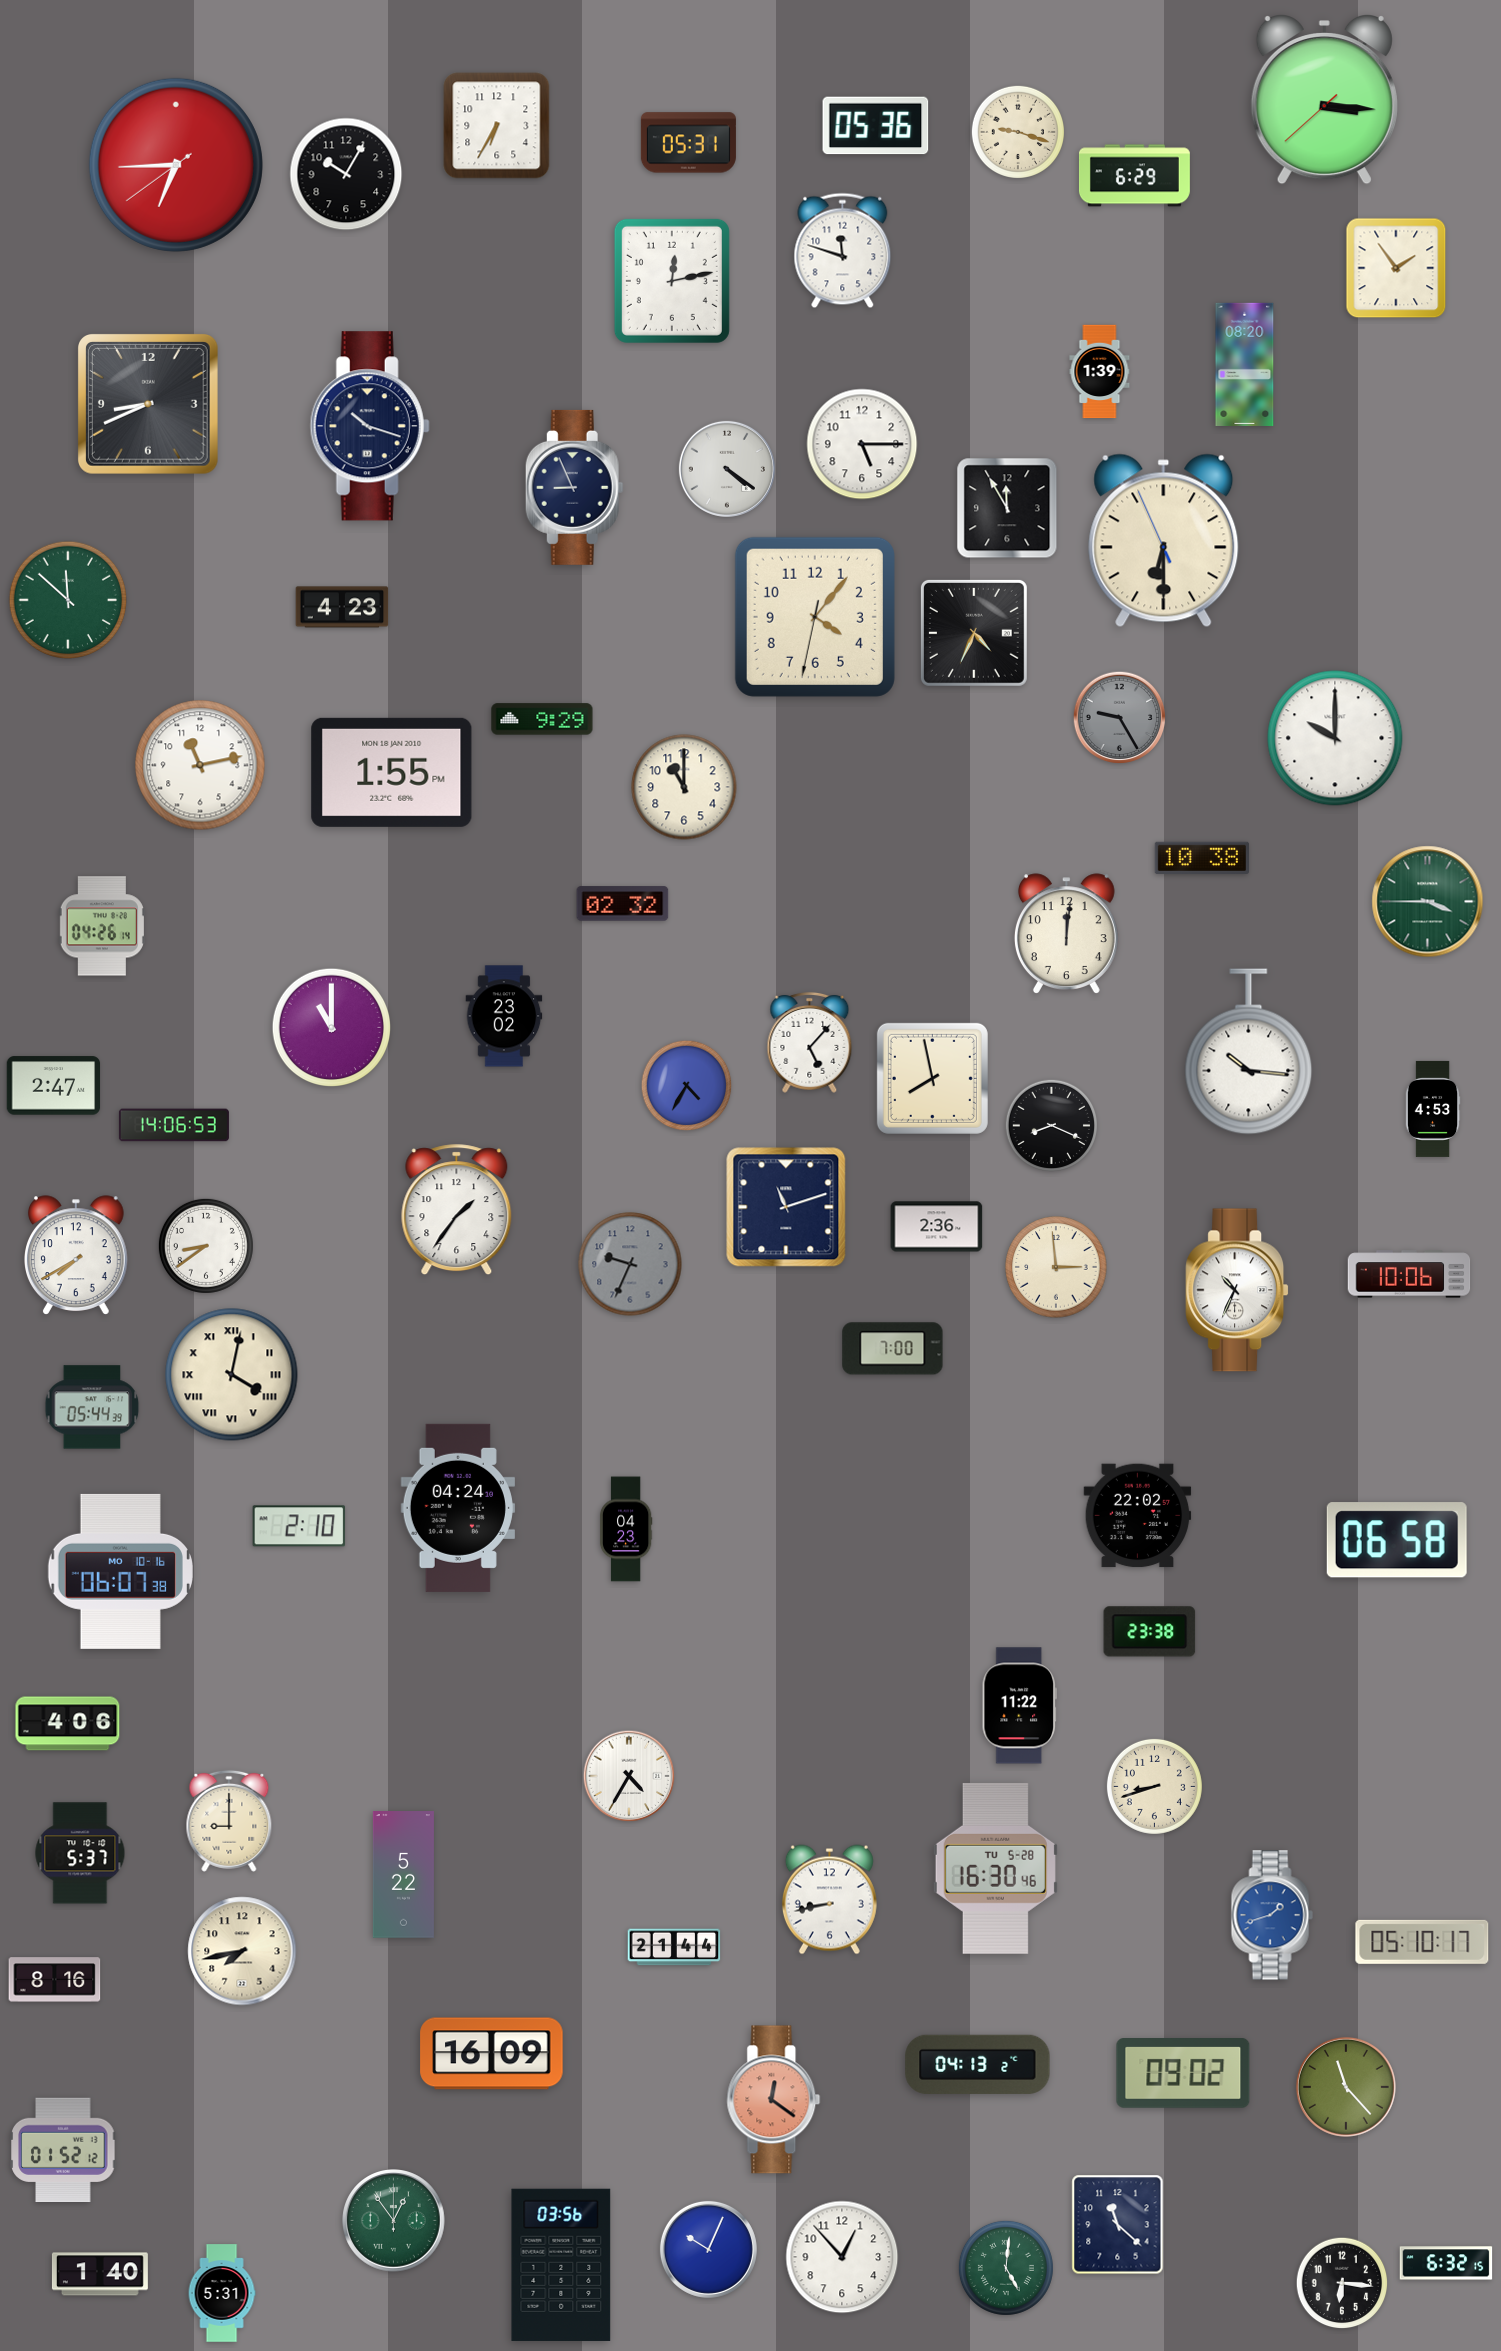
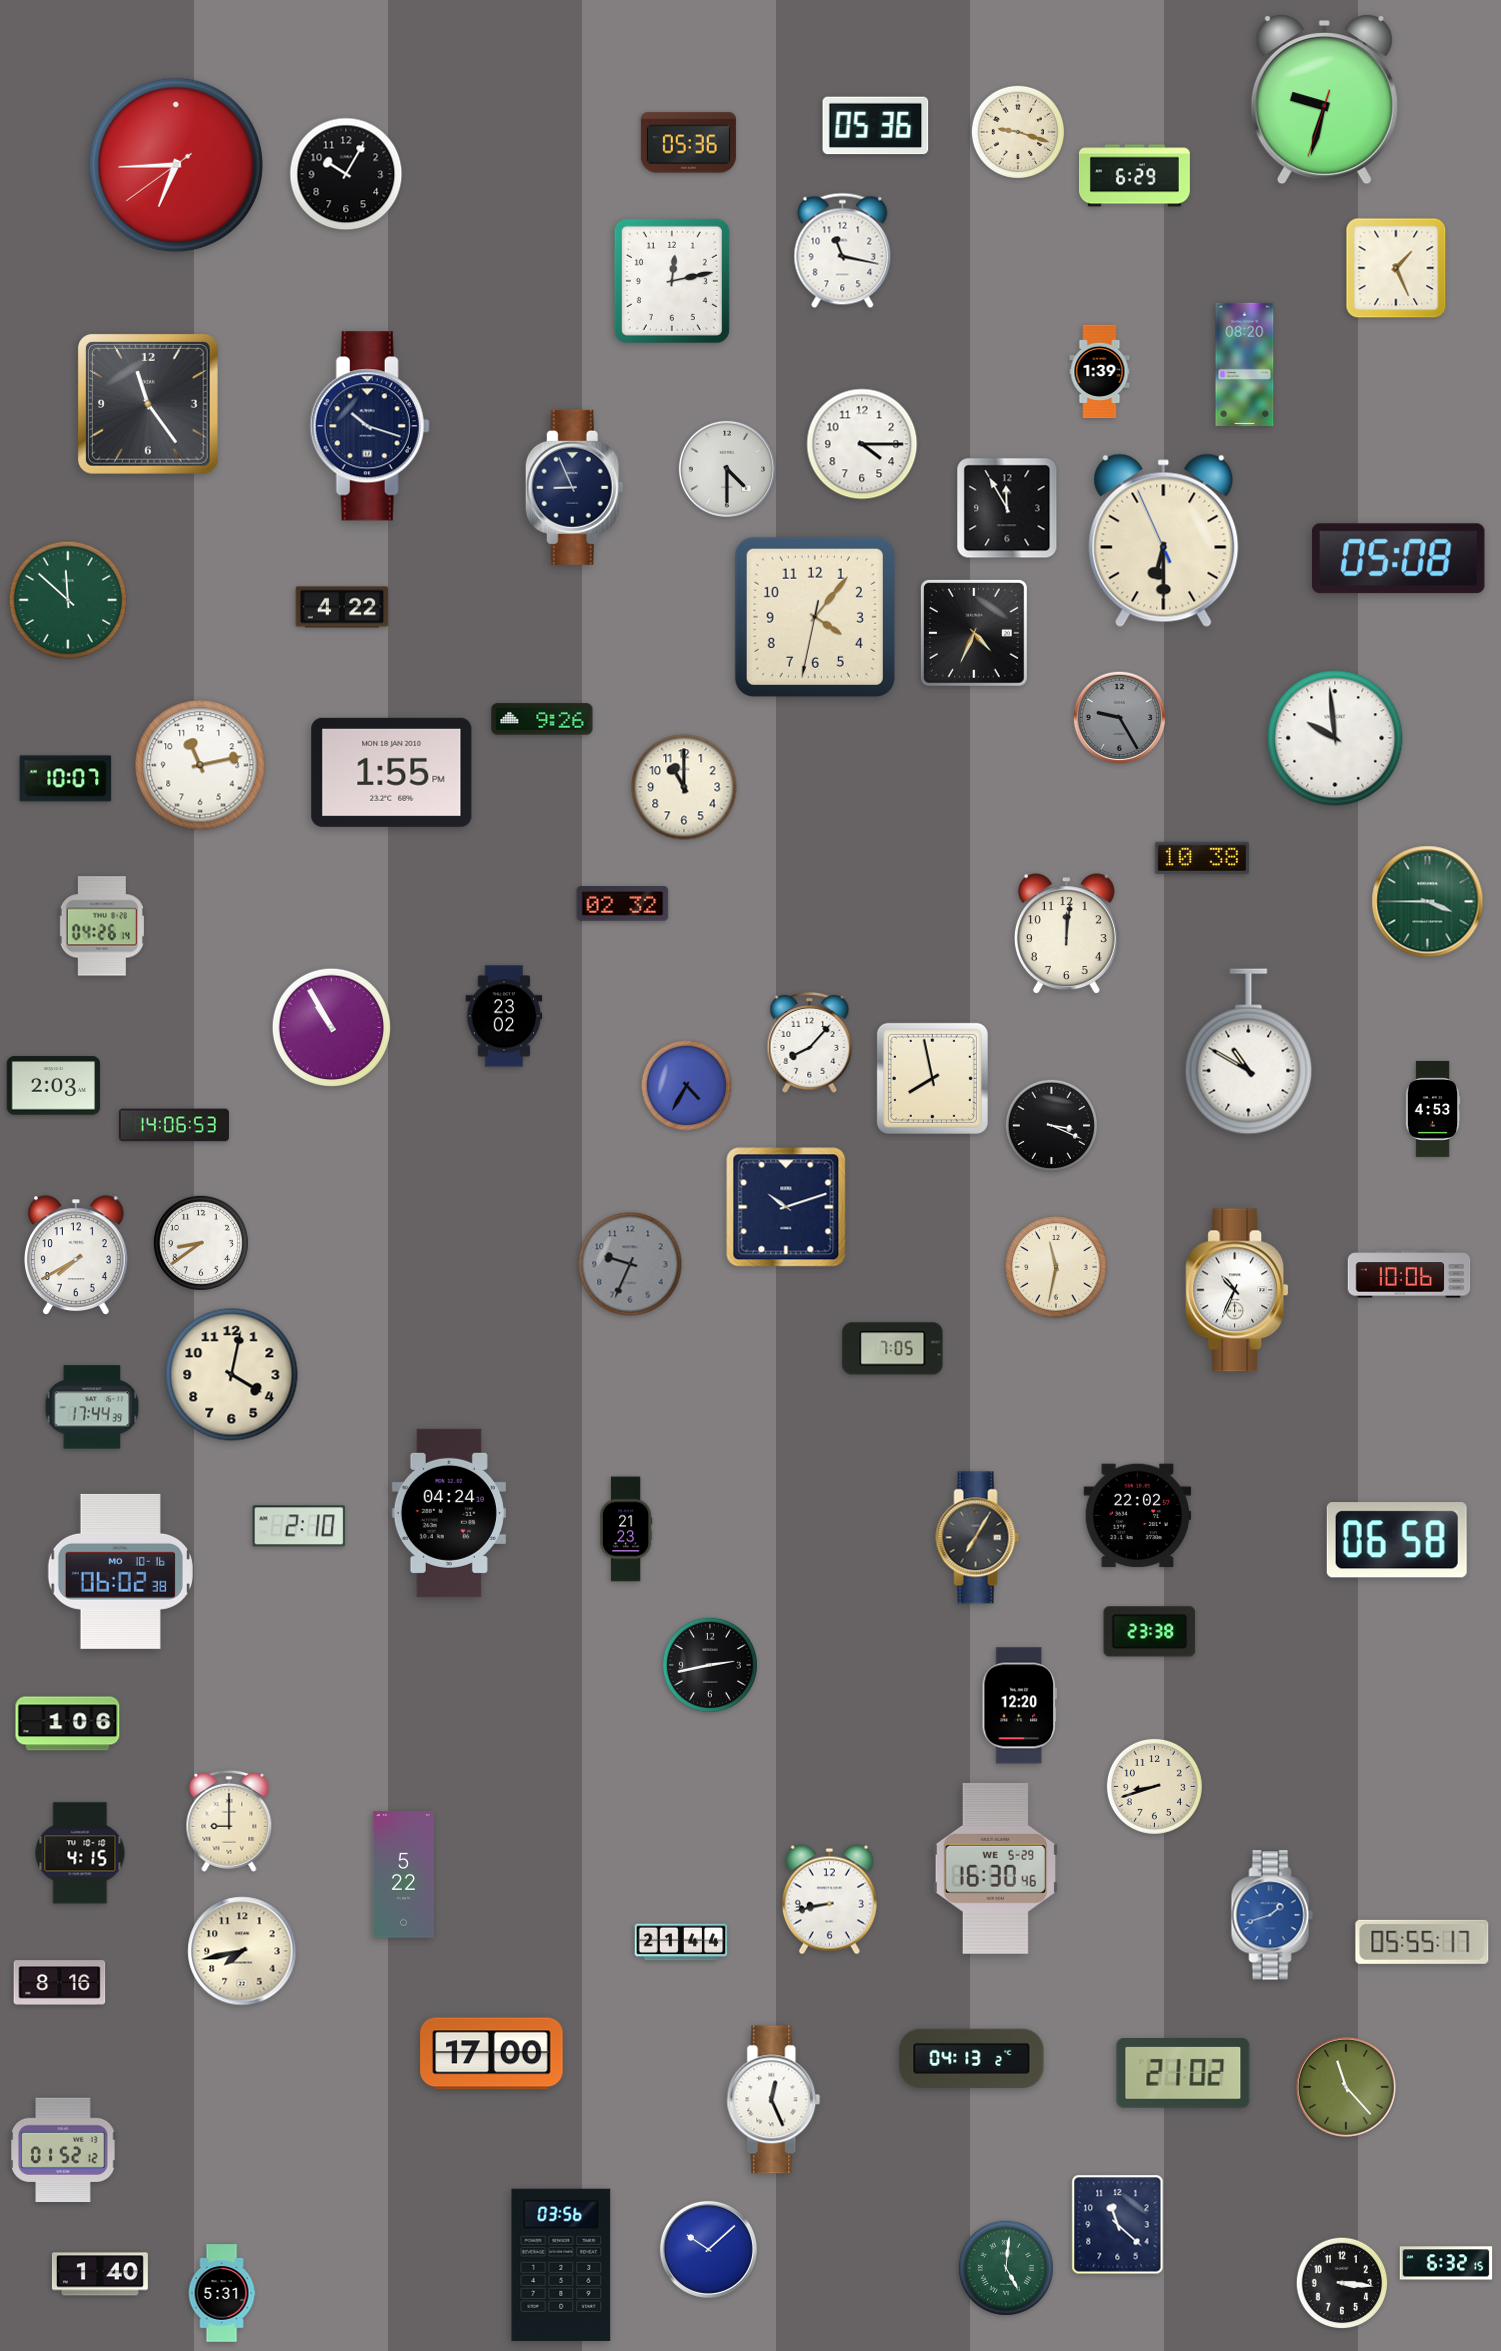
clock at (1324, 100): 3:15 -> 9:32
clock at (497, 126): 6:35 -> none
clock at (688, 143): 05:31 -> 05:36
clock at (843, 251): 11:48 -> 11:17
clock at (1396, 268): 1:54 -> 1:26
clock at (149, 405): 8:41 -> 11:24
clock at (862, 444): 5:15 -> 4:15
clock at (727, 469): 4:21 -> 4:30
clock at (1398, 559): none -> 05:08
clock at (342, 607): 4:23 -> 4:22
clock at (542, 719): 9:29 -> 9:26
clock at (1335, 738): 10:00 -> 9:59
clock at (66, 779): none -> 10:07
clock at (331, 1027): 11:00 -> 10:55
clock at (810, 1042): 5:07 -> 8:07
clock at (1249, 1052): 10:16 -> 10:50
clock at (54, 1086): 2:47 -> 2:03
clock at (1051, 1125): 8:19 -> 3:19
clock at (786, 1207): 11:12 -> 10:12
clock at (457, 1210): 1:36 -> none
clock at (937, 1227): 2:36 -> none
clock at (206, 1246) position: (206, 1246) -> (201, 1243)
clock at (1056, 1267): 2:59 -> 11:32
clock at (893, 1349): 7:00 -> 7:05
clock at (232, 1375) numerals: Roman -> Arabic
clock at (92, 1407): 05:44 -> 17:44
clock at (458, 1508) position: (458, 1508) -> (449, 1513)
clock at (626, 1529): 04:23 -> 21:23
clock at (978, 1538): none -> 7:05
clock at (120, 1571): 06:07 -> 06:02
clock at (710, 1665): none -> 2:43
clock at (1019, 1706): 11:22 -> 12:20
clock at (68, 1724): 4:06 -> 1:06
clock at (629, 1776): 4:35 -> none
clock at (80, 1853): 5:37 -> 4:15
clock at (995, 1868) date: TU 5-28 -> WE 5-29
clock at (1422, 1942): 05:10 -> 05:55
clock at (674, 1947) position: (674, 1947) -> (681, 1942)
clock at (55, 1980) position: (55, 1980) -> (60, 1983)
clock at (492, 2054): 16:09 -> 17:00
clock at (978, 2064) position: (978, 2064) -> (972, 2058)
clock at (1183, 2074): 09:02 -> 21:02
clock at (774, 2100): 12:21 -> 12:26
clock at (774, 2100) dial: salmon -> white
clock at (394, 2221): 12:54 -> none
clock at (708, 2249): 10:04 -> 10:08
clock at (842, 2257): 12:53 -> none
clock at (1342, 2283): 6:16 -> 3:16
